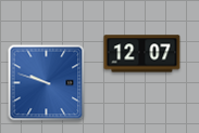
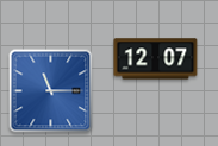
clock at (47, 83): 9:48 -> 11:15
